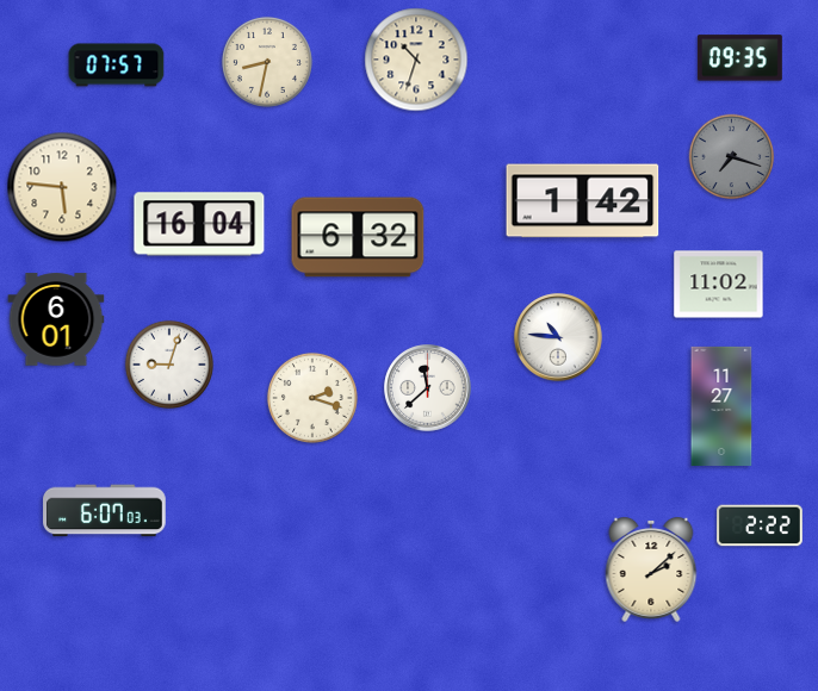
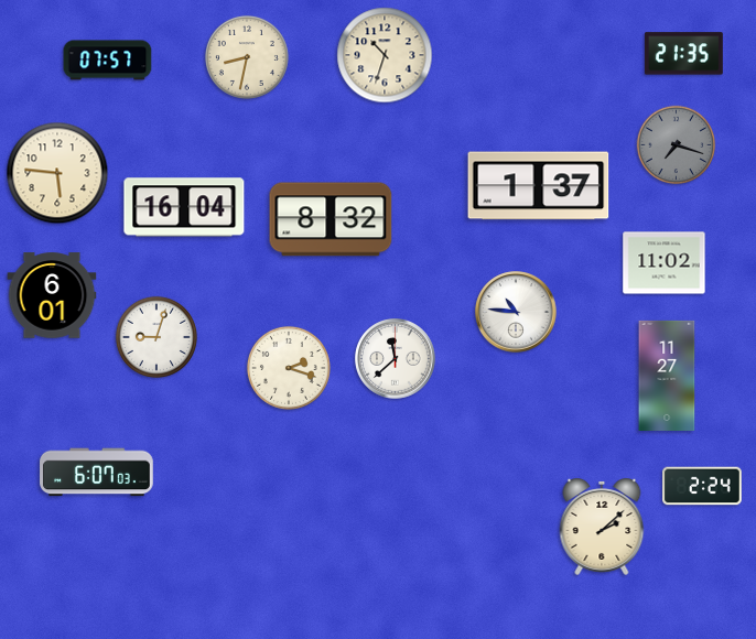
clock at (739, 58): 09:35 -> 21:35
clock at (583, 201): 1:42 -> 1:37
clock at (358, 237): 6:32 -> 8:32
clock at (760, 525): 2:22 -> 2:24
